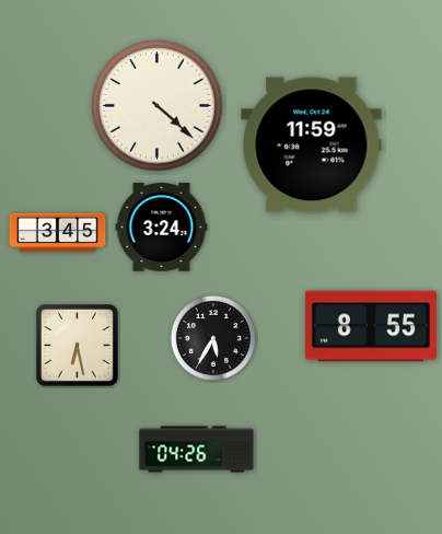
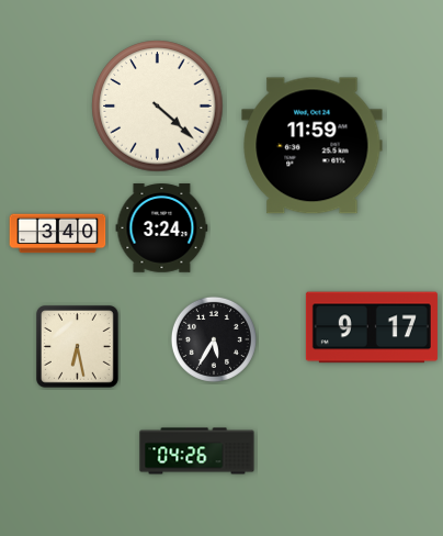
clock at (58, 233): 3:45 -> 3:40
clock at (371, 326): 8:55 -> 9:17
